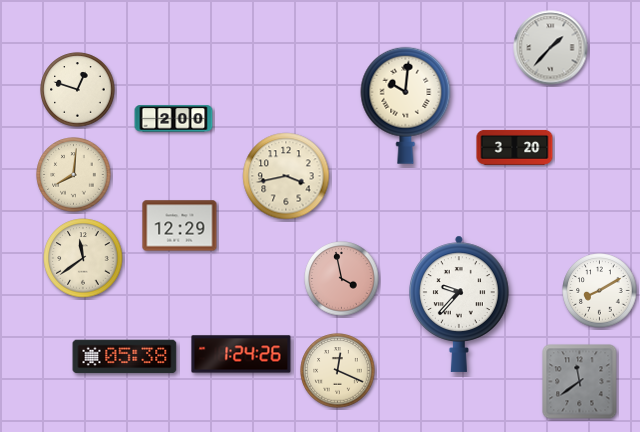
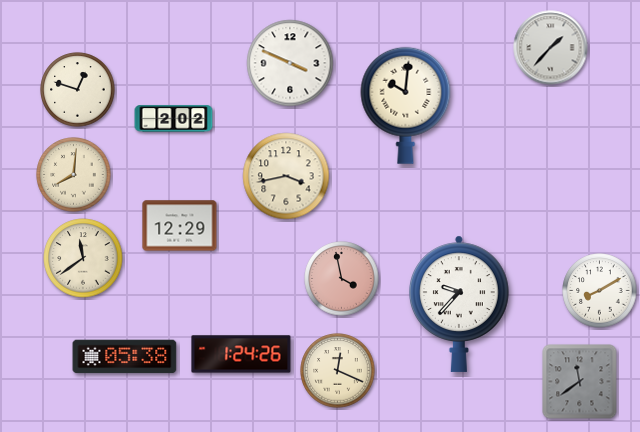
clock at (290, 63): none -> 3:49
clock at (174, 119): 2:00 -> 2:02
clock at (515, 147): 3:20 -> none
